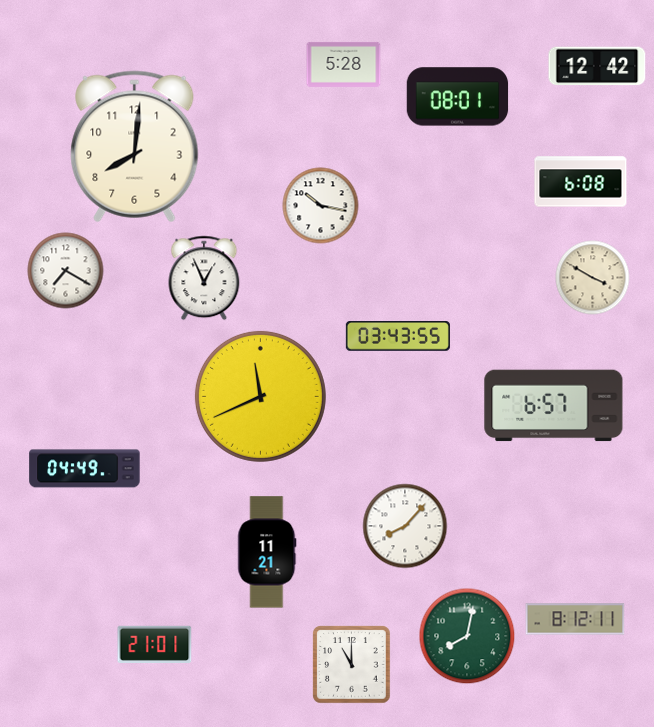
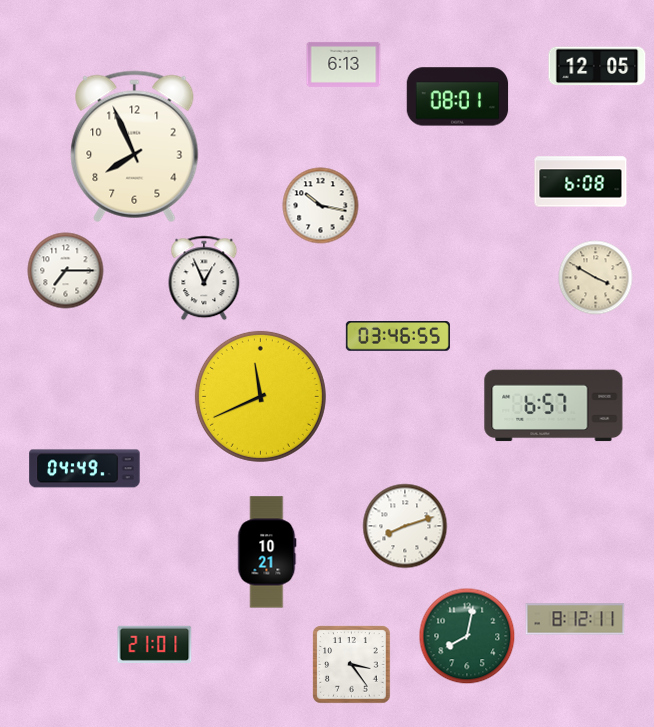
clock at (344, 64): 5:28 -> 6:13
clock at (597, 66): 12:42 -> 12:05
clock at (135, 147): 8:01 -> 7:56
clock at (66, 271): 7:20 -> 7:15
clock at (593, 278) position: (593, 278) -> (596, 278)
clock at (398, 337): 03:43 -> 03:46
clock at (405, 526): 8:07 -> 8:12
clock at (267, 552): 11:21 -> 10:21
clock at (352, 665): 11:00 -> 3:24
